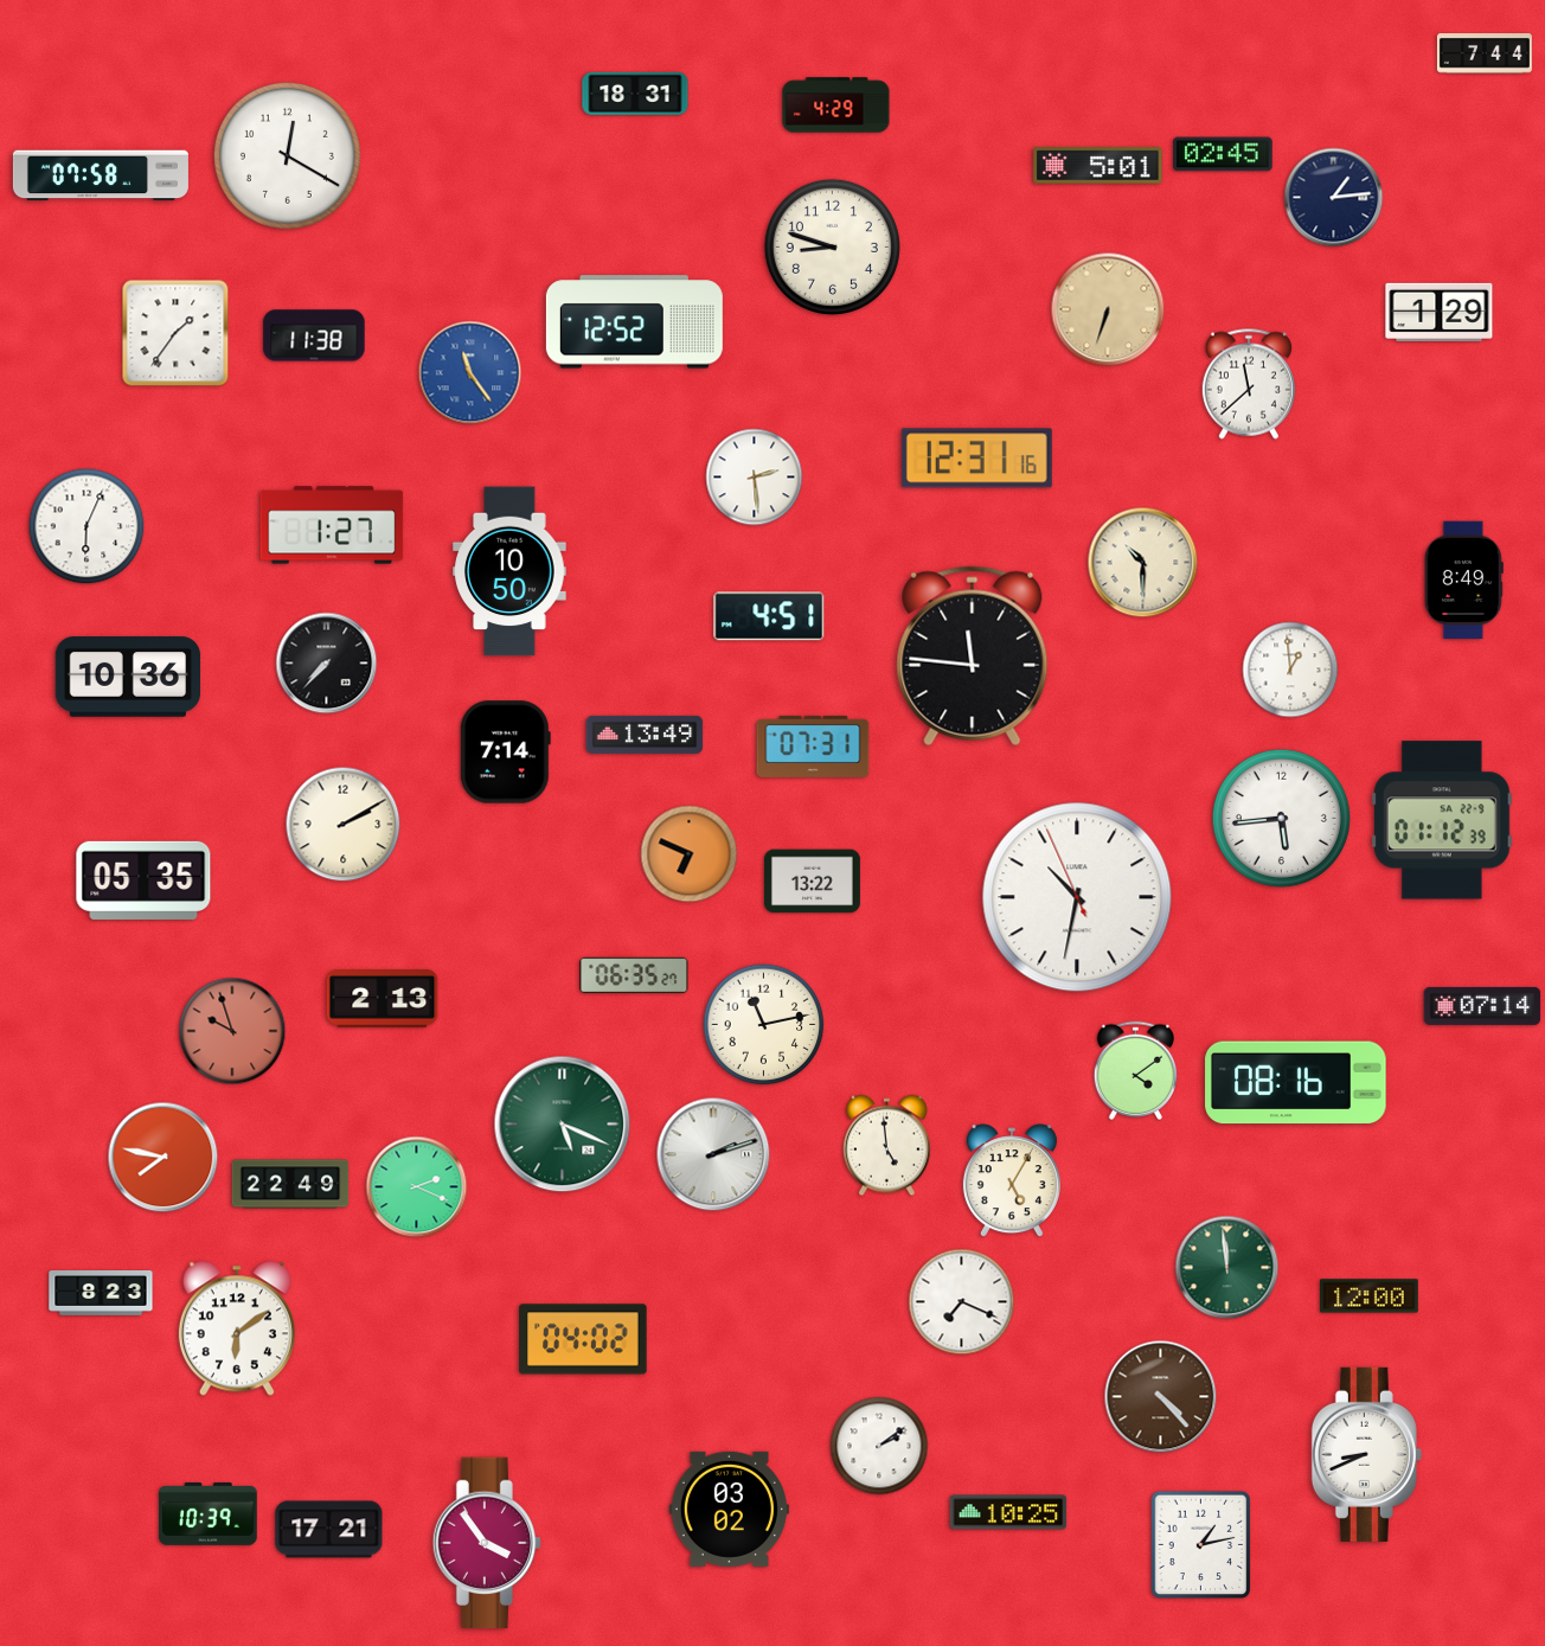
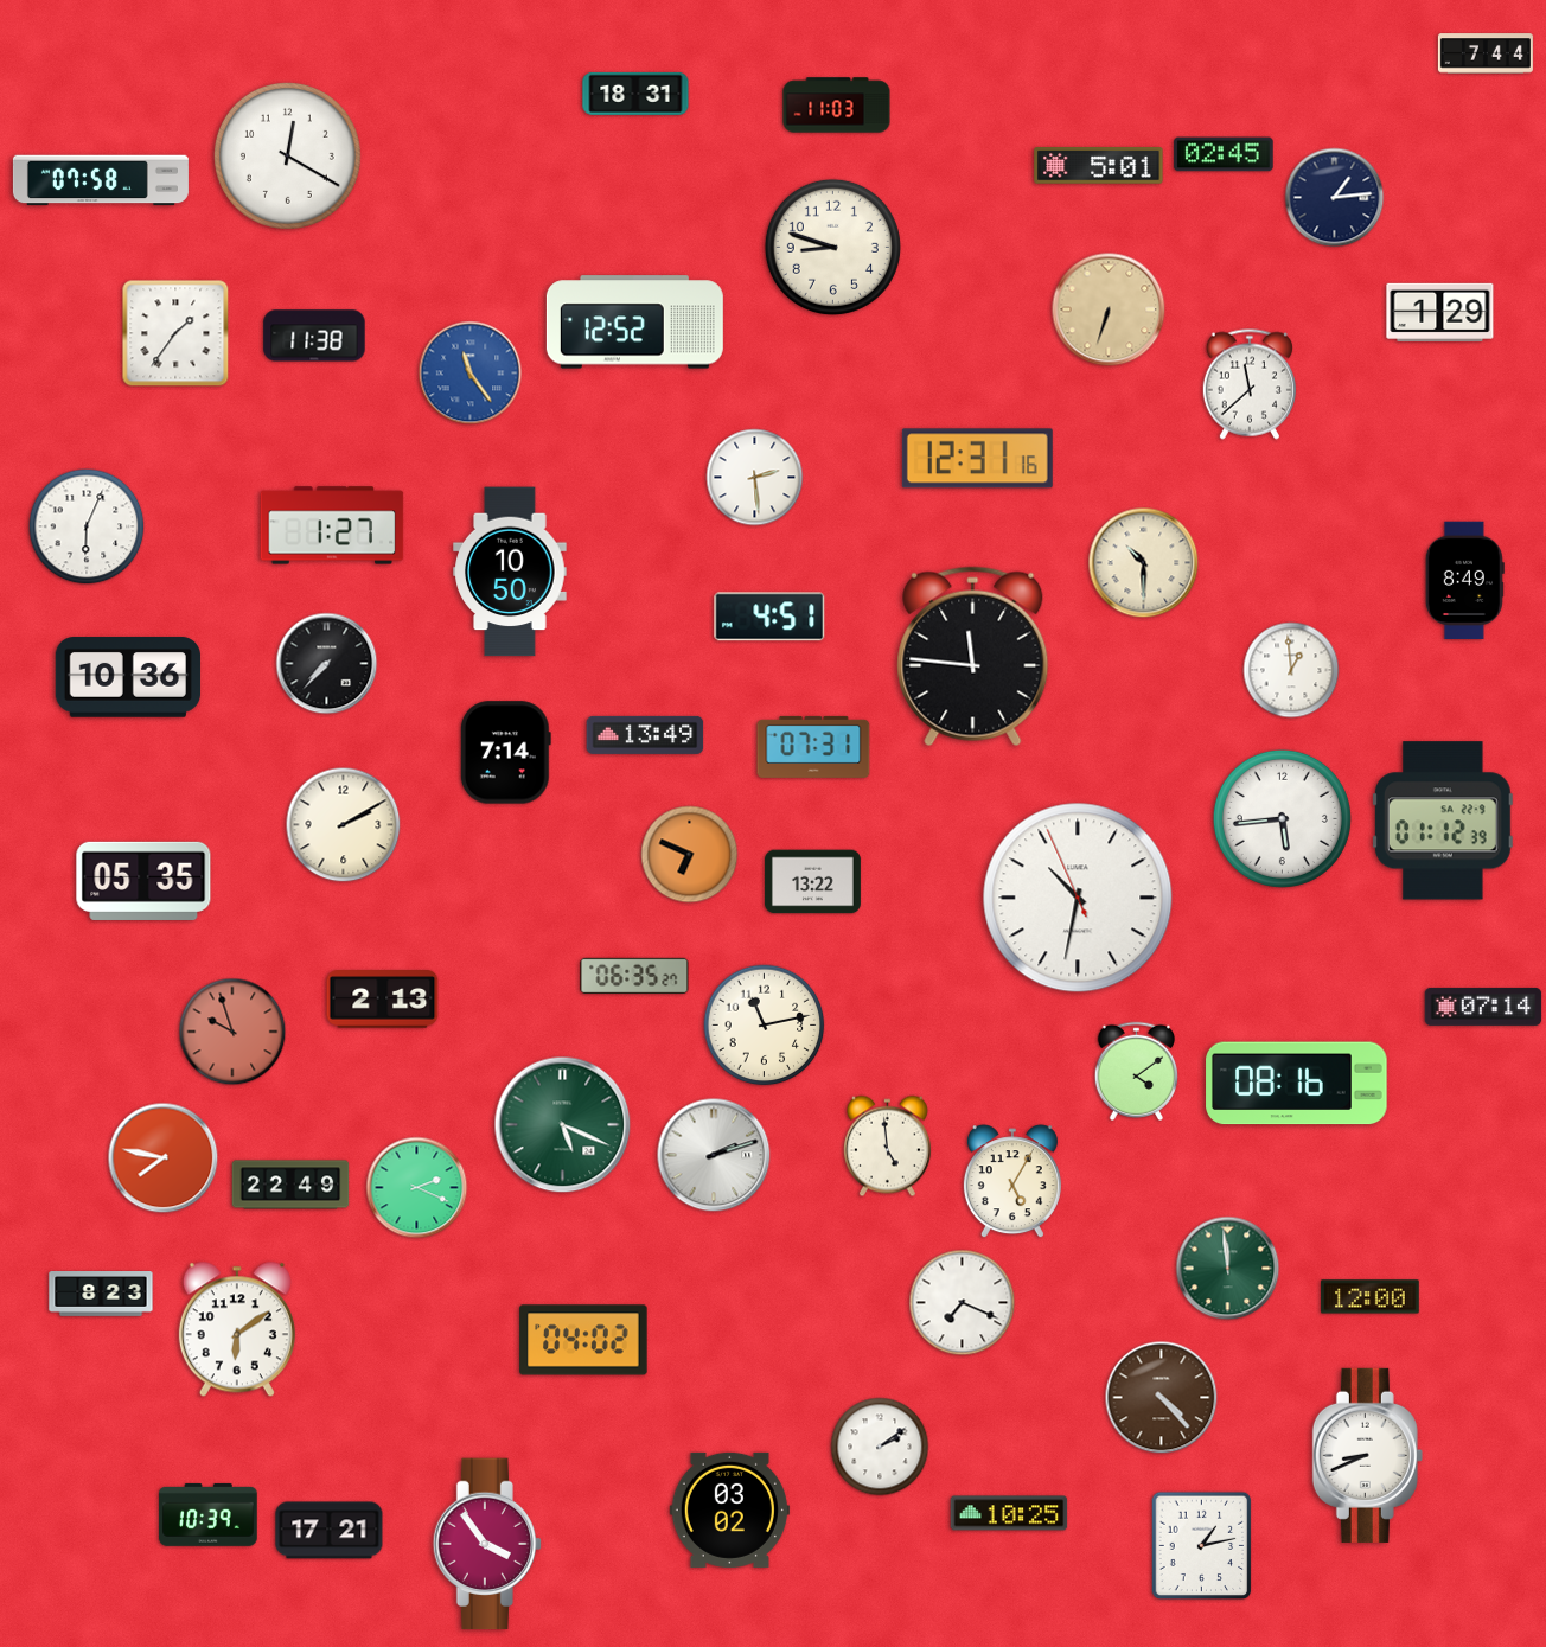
clock at (836, 105): 4:29 -> 11:03
clock at (101, 175) position: (101, 175) -> (101, 180)
